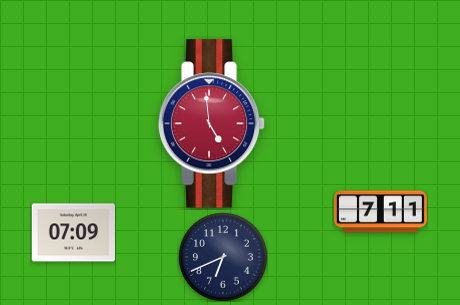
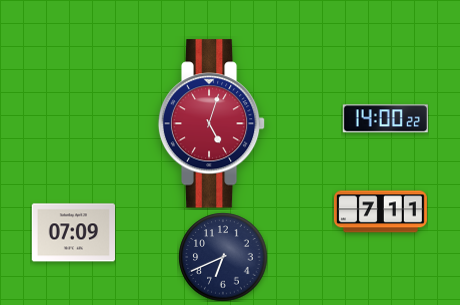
clock at (385, 119): none -> 14:00
clock at (212, 124): 4:59 -> 5:03
